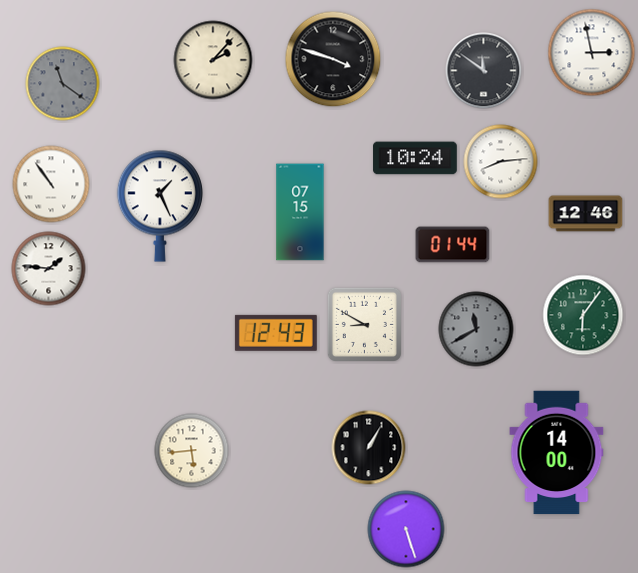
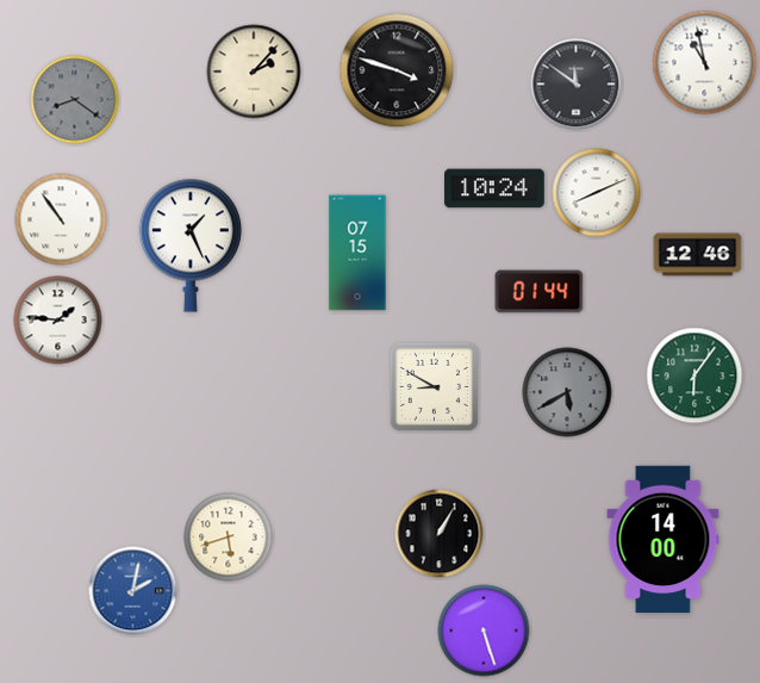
clock at (592, 53): 2:58 -> 10:58
clock at (63, 84): 11:21 -> 8:21
clock at (501, 162): 8:14 -> 8:11
clock at (476, 329): 11:40 -> 5:40
clock at (276, 333): 12:43 -> none
clock at (192, 451): 5:44 -> 5:42
clock at (133, 591): none -> 2:02
